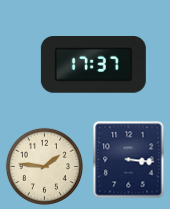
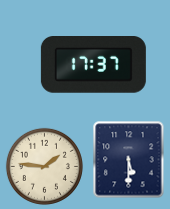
clock at (129, 159): 3:16 -> 5:30
